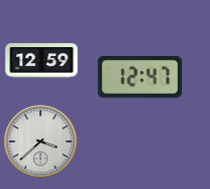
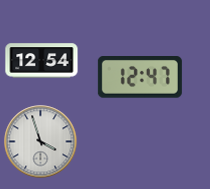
clock at (42, 61): 12:59 -> 12:54
clock at (41, 142): 3:38 -> 3:57
